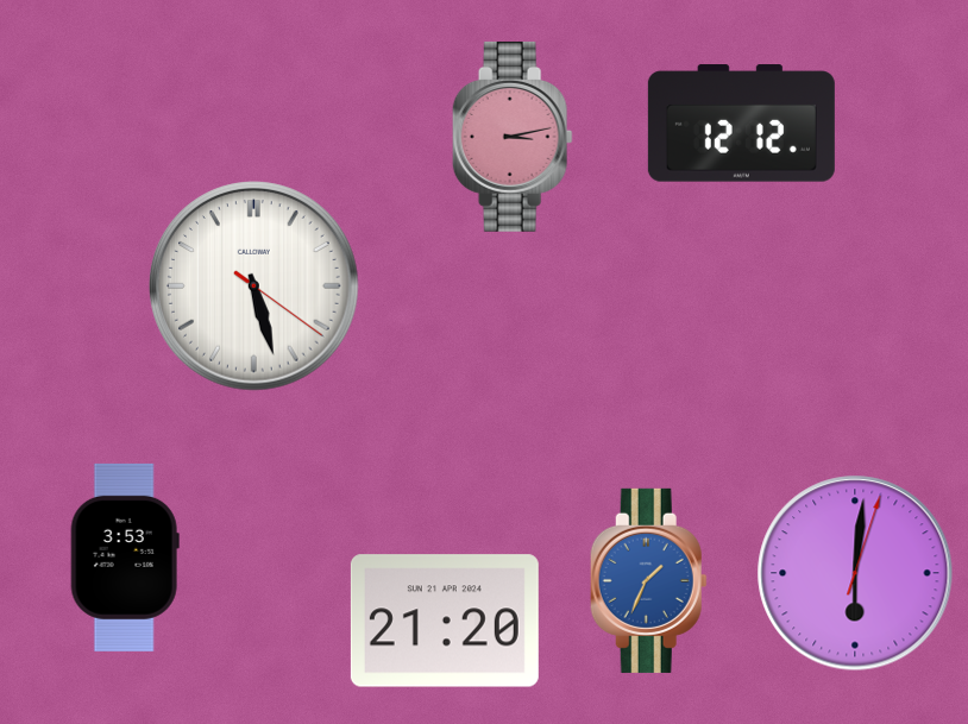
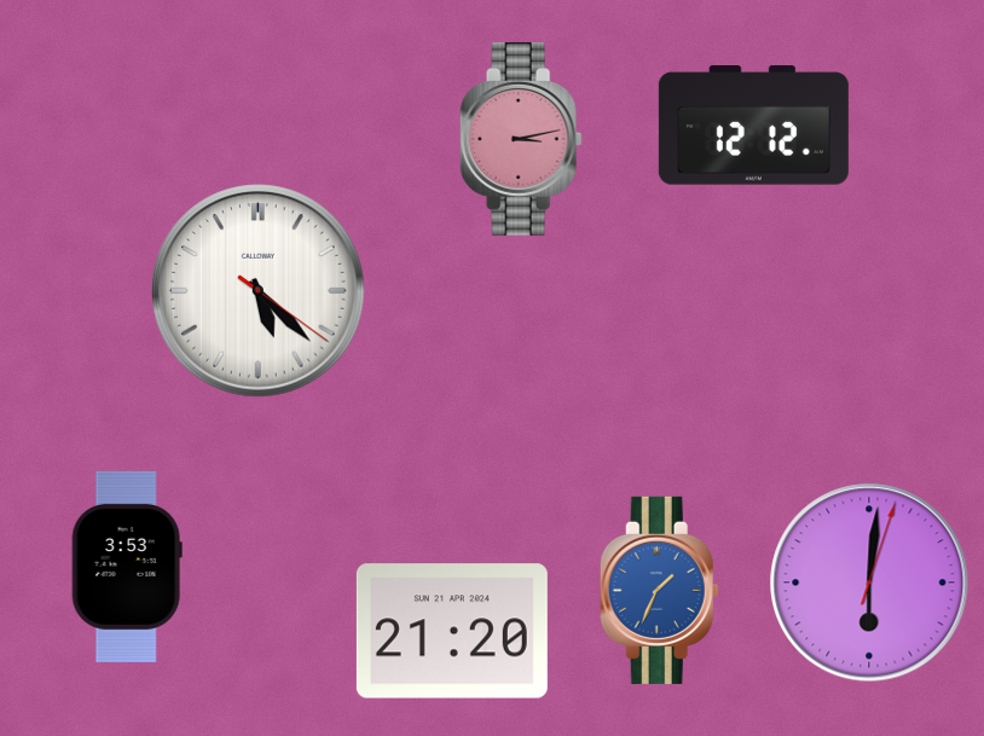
clock at (254, 287): 5:27 -> 5:22
